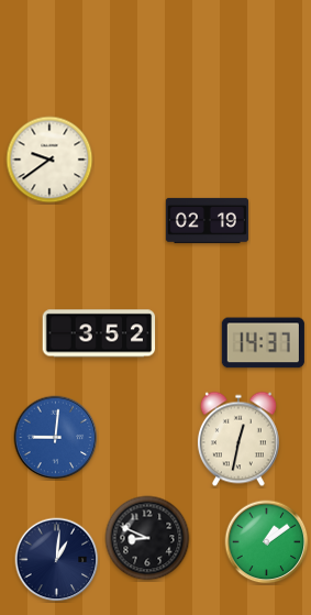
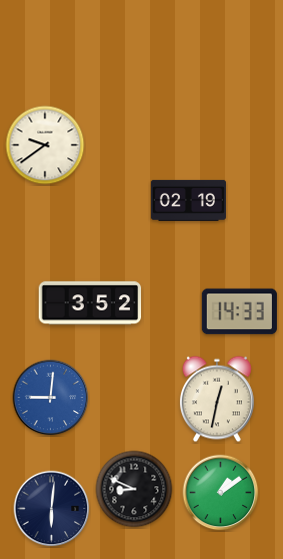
clock at (263, 343): 14:37 -> 14:33
clock at (267, 542) position: (267, 542) -> (221, 493)
clock at (57, 560): 1:01 -> 6:01
